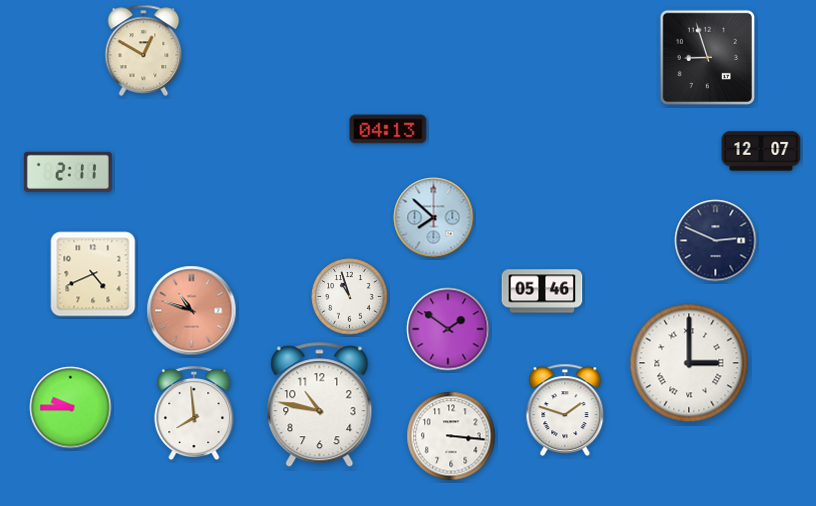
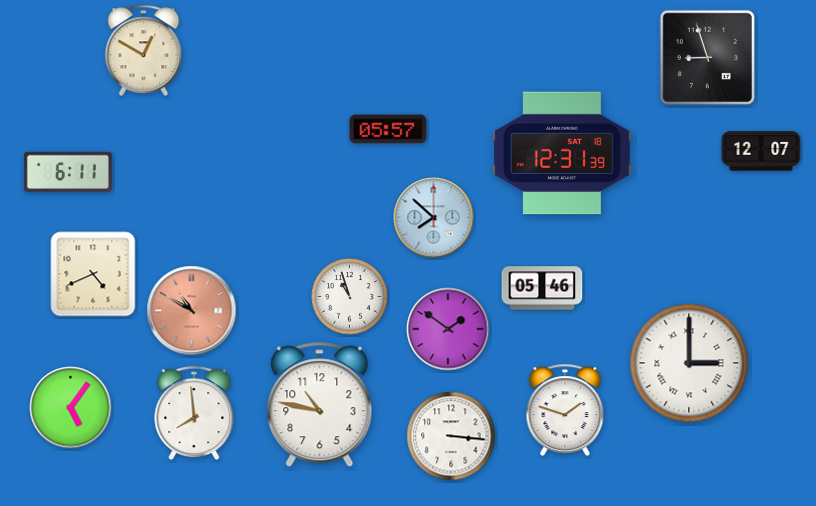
clock at (388, 129): 04:13 -> 05:57
clock at (563, 153): none -> 12:31
clock at (68, 172): 2:11 -> 6:11
clock at (716, 241): 2:49 -> none
clock at (542, 291) position: (542, 291) -> (542, 288)
clock at (192, 311): 10:48 -> 10:50
clock at (71, 408): 9:45 -> 5:06
